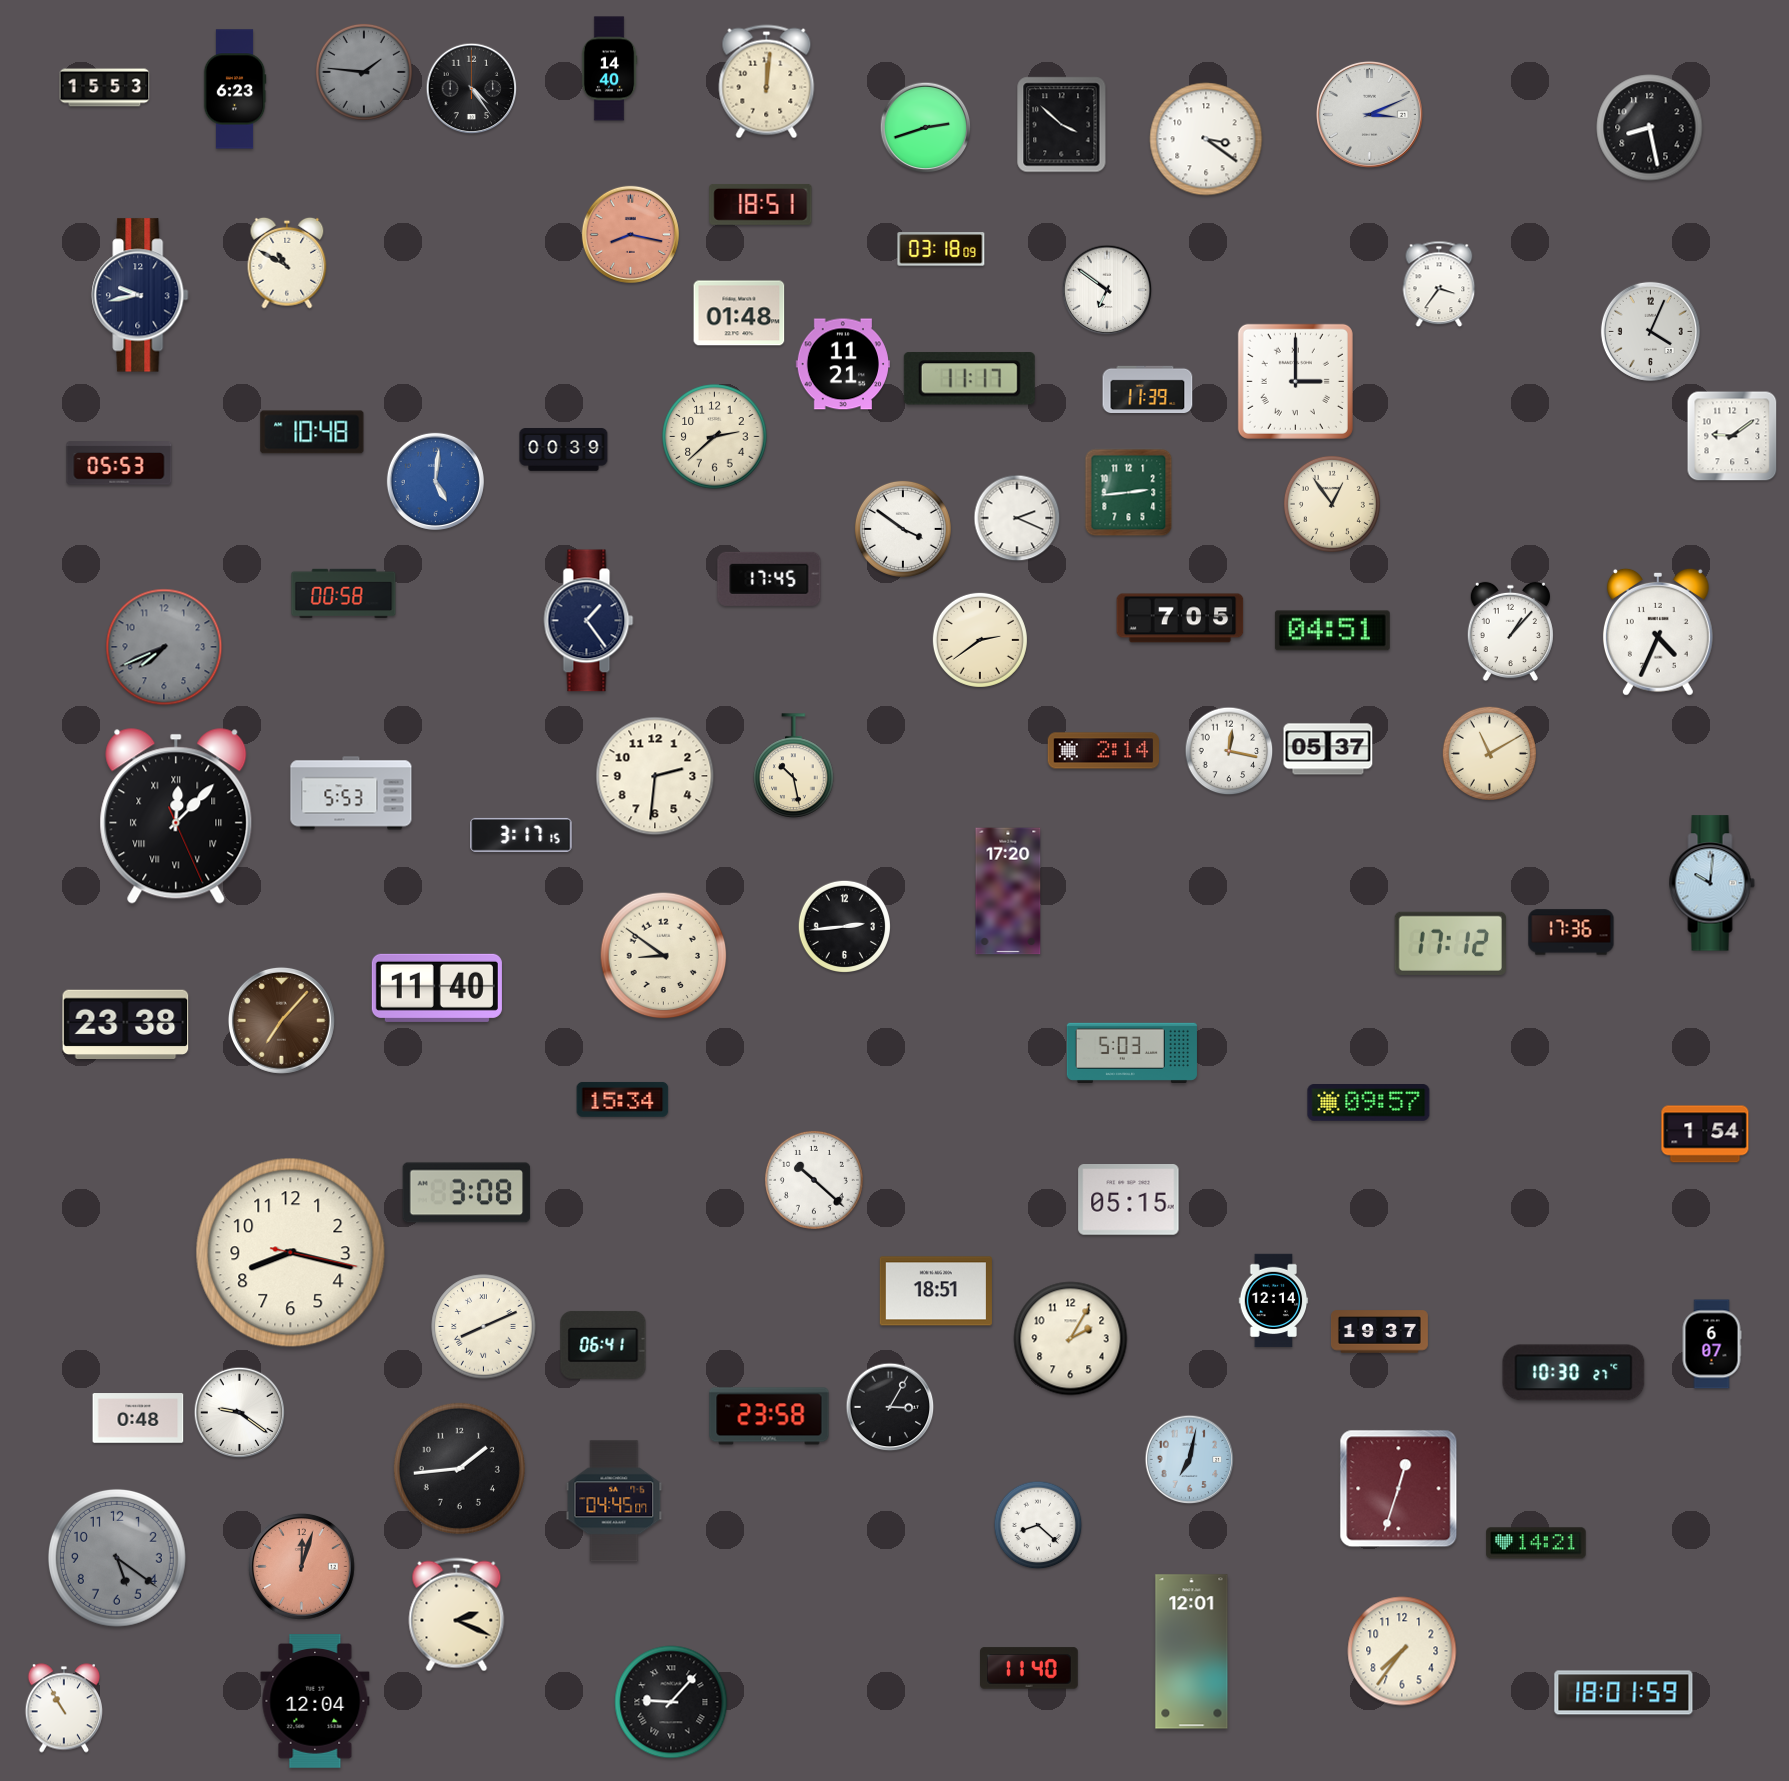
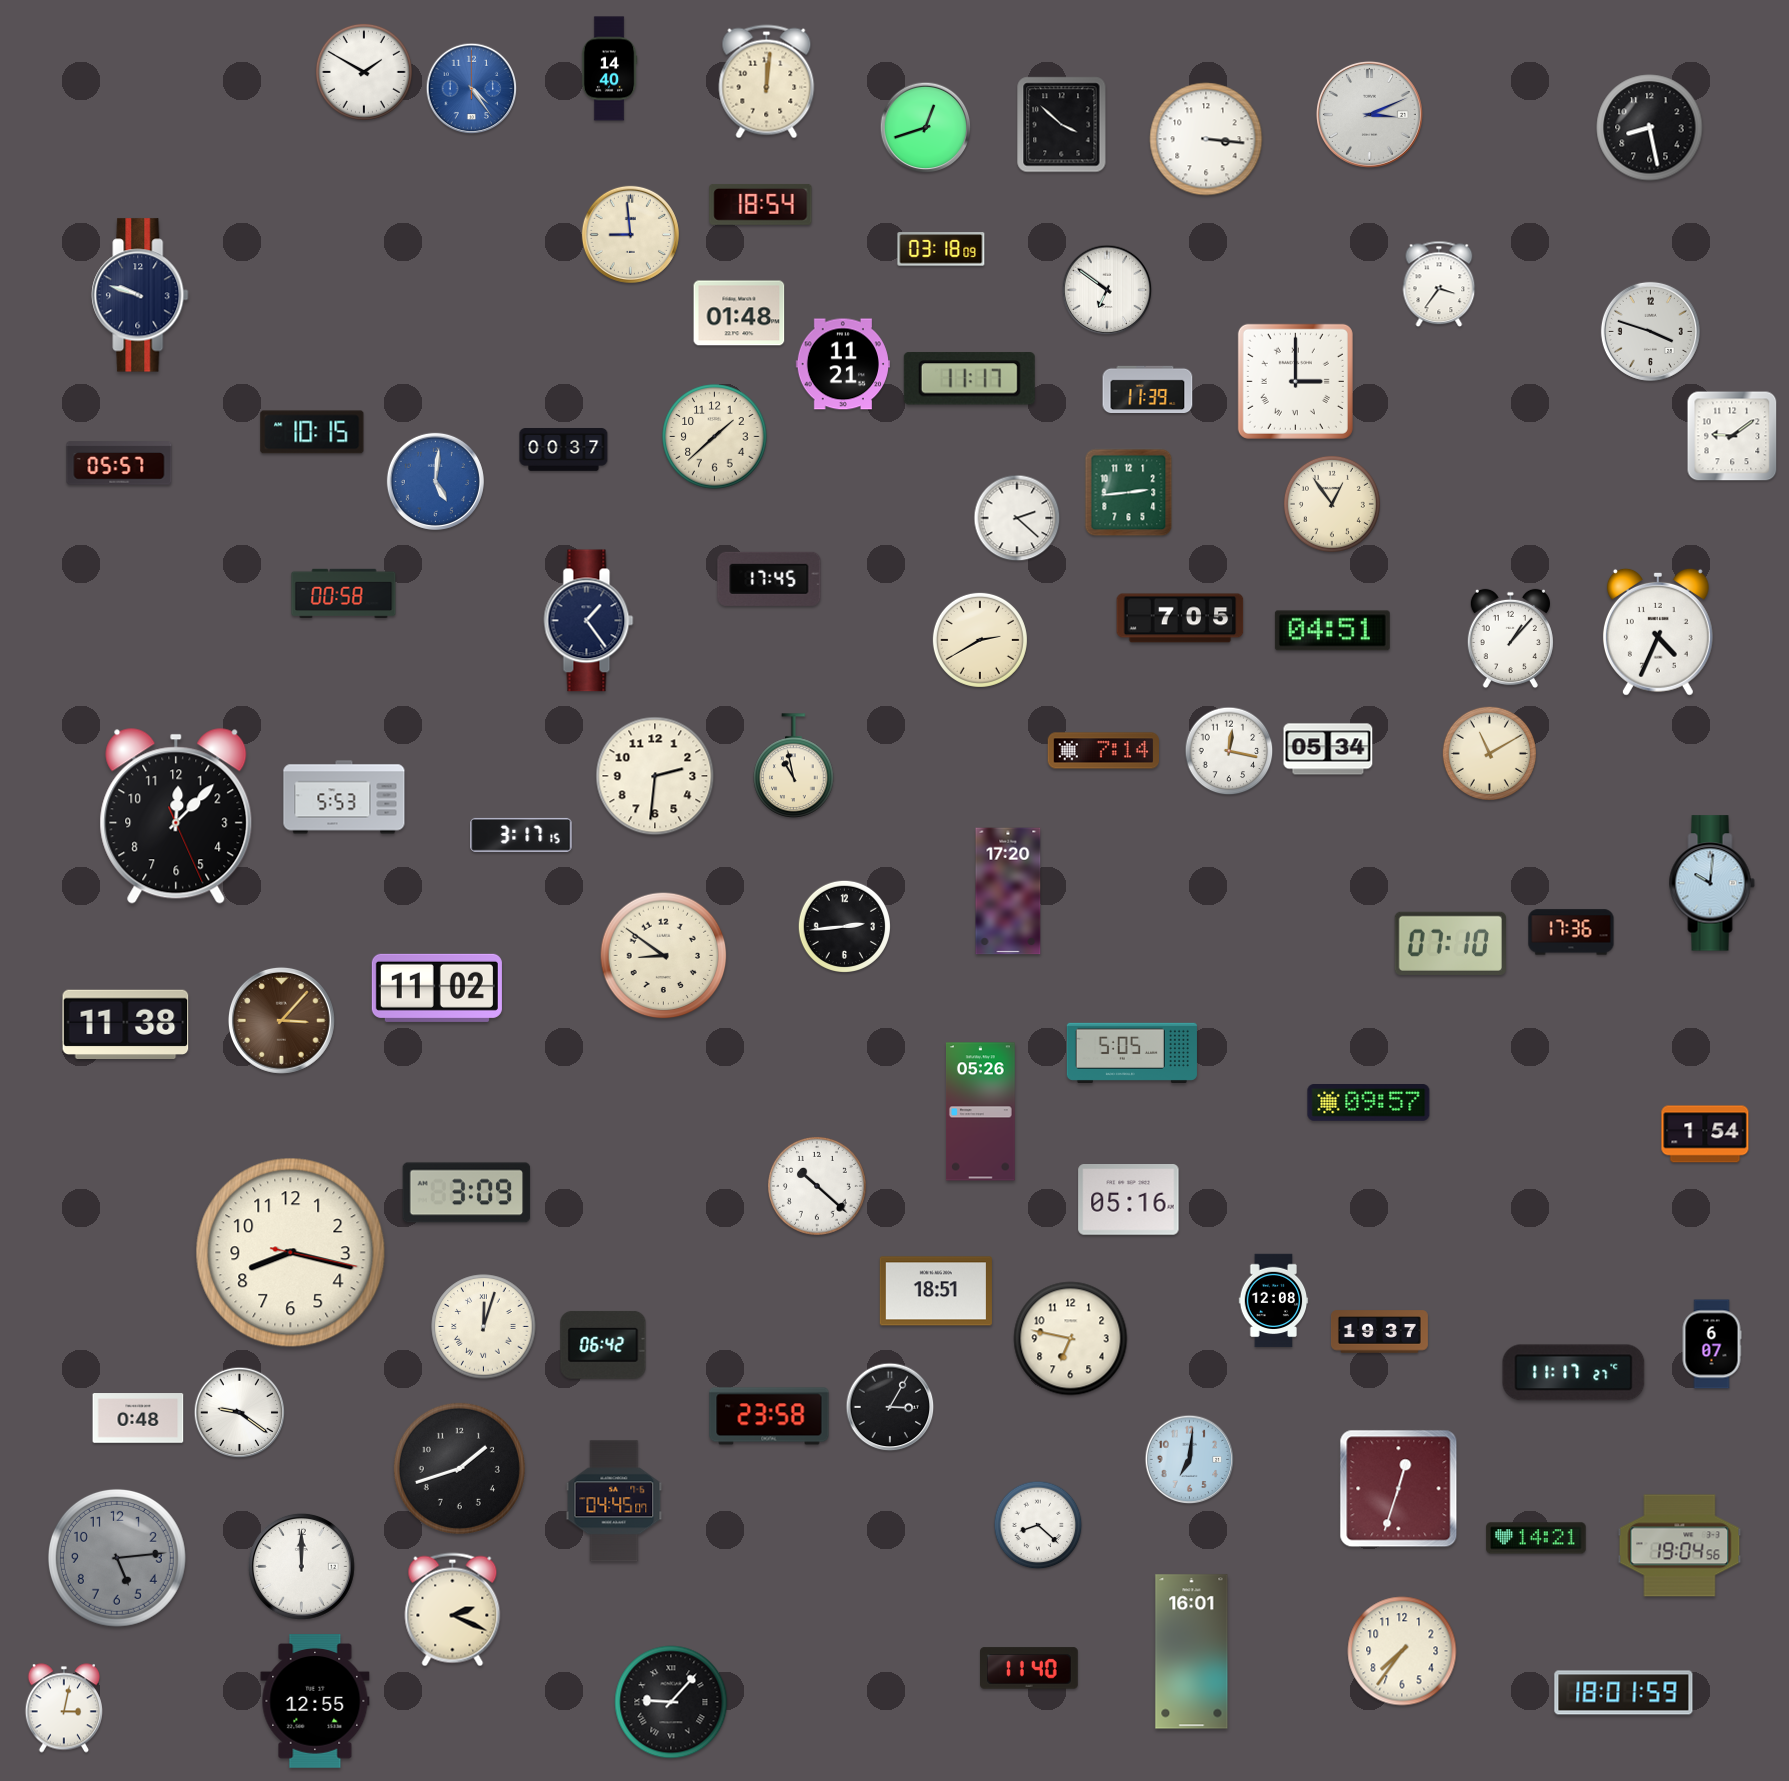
clock at (364, 72): 1:46 -> 1:50
clock at (364, 72) dial: grey -> white
clock at (105, 88): 15:53 -> none
clock at (235, 89): 6:23 -> none
clock at (472, 89) dial: black -> blue
clock at (926, 128): 2:42 -> 12:42
clock at (1206, 139): 3:21 -> 3:16
clock at (761, 204): 18:51 -> 18:54
clock at (630, 234): 8:17 -> 8:59
clock at (630, 234) dial: salmon -> cream
clock at (287, 263): 10:50 -> none
clock at (140, 295): 9:43 -> 9:48
clock at (1650, 331): 4:04 -> 3:48
clock at (312, 432): 10:48 -> 10:15
clock at (715, 437): 2:38 -> 1:38
clock at (564, 450): 00:39 -> 00:37
clock at (119, 463): 05:53 -> 05:57
clock at (1017, 518): 2:19 -> 2:22
clock at (903, 529): 3:51 -> none
clock at (1510, 632) position: (1510, 632) -> (1510, 639)
clock at (980, 640): 2:39 -> 2:40
clock at (164, 647): 7:41 -> none
clock at (1328, 749): 05:37 -> 05:34
clock at (1103, 751): 2:14 -> 7:14
clock at (794, 766): 10:28 -> 10:58
clock at (351, 793) position: (351, 793) -> (344, 797)
clock at (176, 816) numerals: Roman -> Arabic
clock at (1450, 943): 17:12 -> 07:10
clock at (437, 988): 11:40 -> 11:02
clock at (281, 1020): 7:07 -> 3:07
clock at (126, 1025): 23:38 -> 11:38
clock at (1132, 1052): 5:03 -> 5:05
clock at (623, 1099): 15:34 -> none
clock at (980, 1112): none -> 05:26
clock at (814, 1180) position: (814, 1180) -> (817, 1186)
clock at (467, 1193): 3:08 -> 3:09
clock at (1129, 1200): 05:15 -> 05:16
clock at (1274, 1301): 12:14 -> 12:08
clock at (484, 1327): 8:11 -> 12:03
clock at (1071, 1339): 2:05 -> 6:47
clock at (603, 1345): 06:41 -> 06:42
clock at (1574, 1373): 10:30 -> 11:17
clock at (1190, 1460): 7:02 -> 7:01
clock at (459, 1468): 1:44 -> 1:42
clock at (1536, 1543) position: (1536, 1543) -> (1536, 1538)
clock at (1680, 1546): none -> 19:04
clock at (117, 1558): 5:21 -> 5:14
clock at (301, 1566): 12:03 -> 12:00
clock at (301, 1566) dial: salmon -> white
clock at (457, 1615) position: (457, 1615) -> (453, 1610)
clock at (1192, 1652): 12:01 -> 16:01
clock at (315, 1701): 12:04 -> 12:55
clock at (63, 1708): 10:55 -> 3:02
